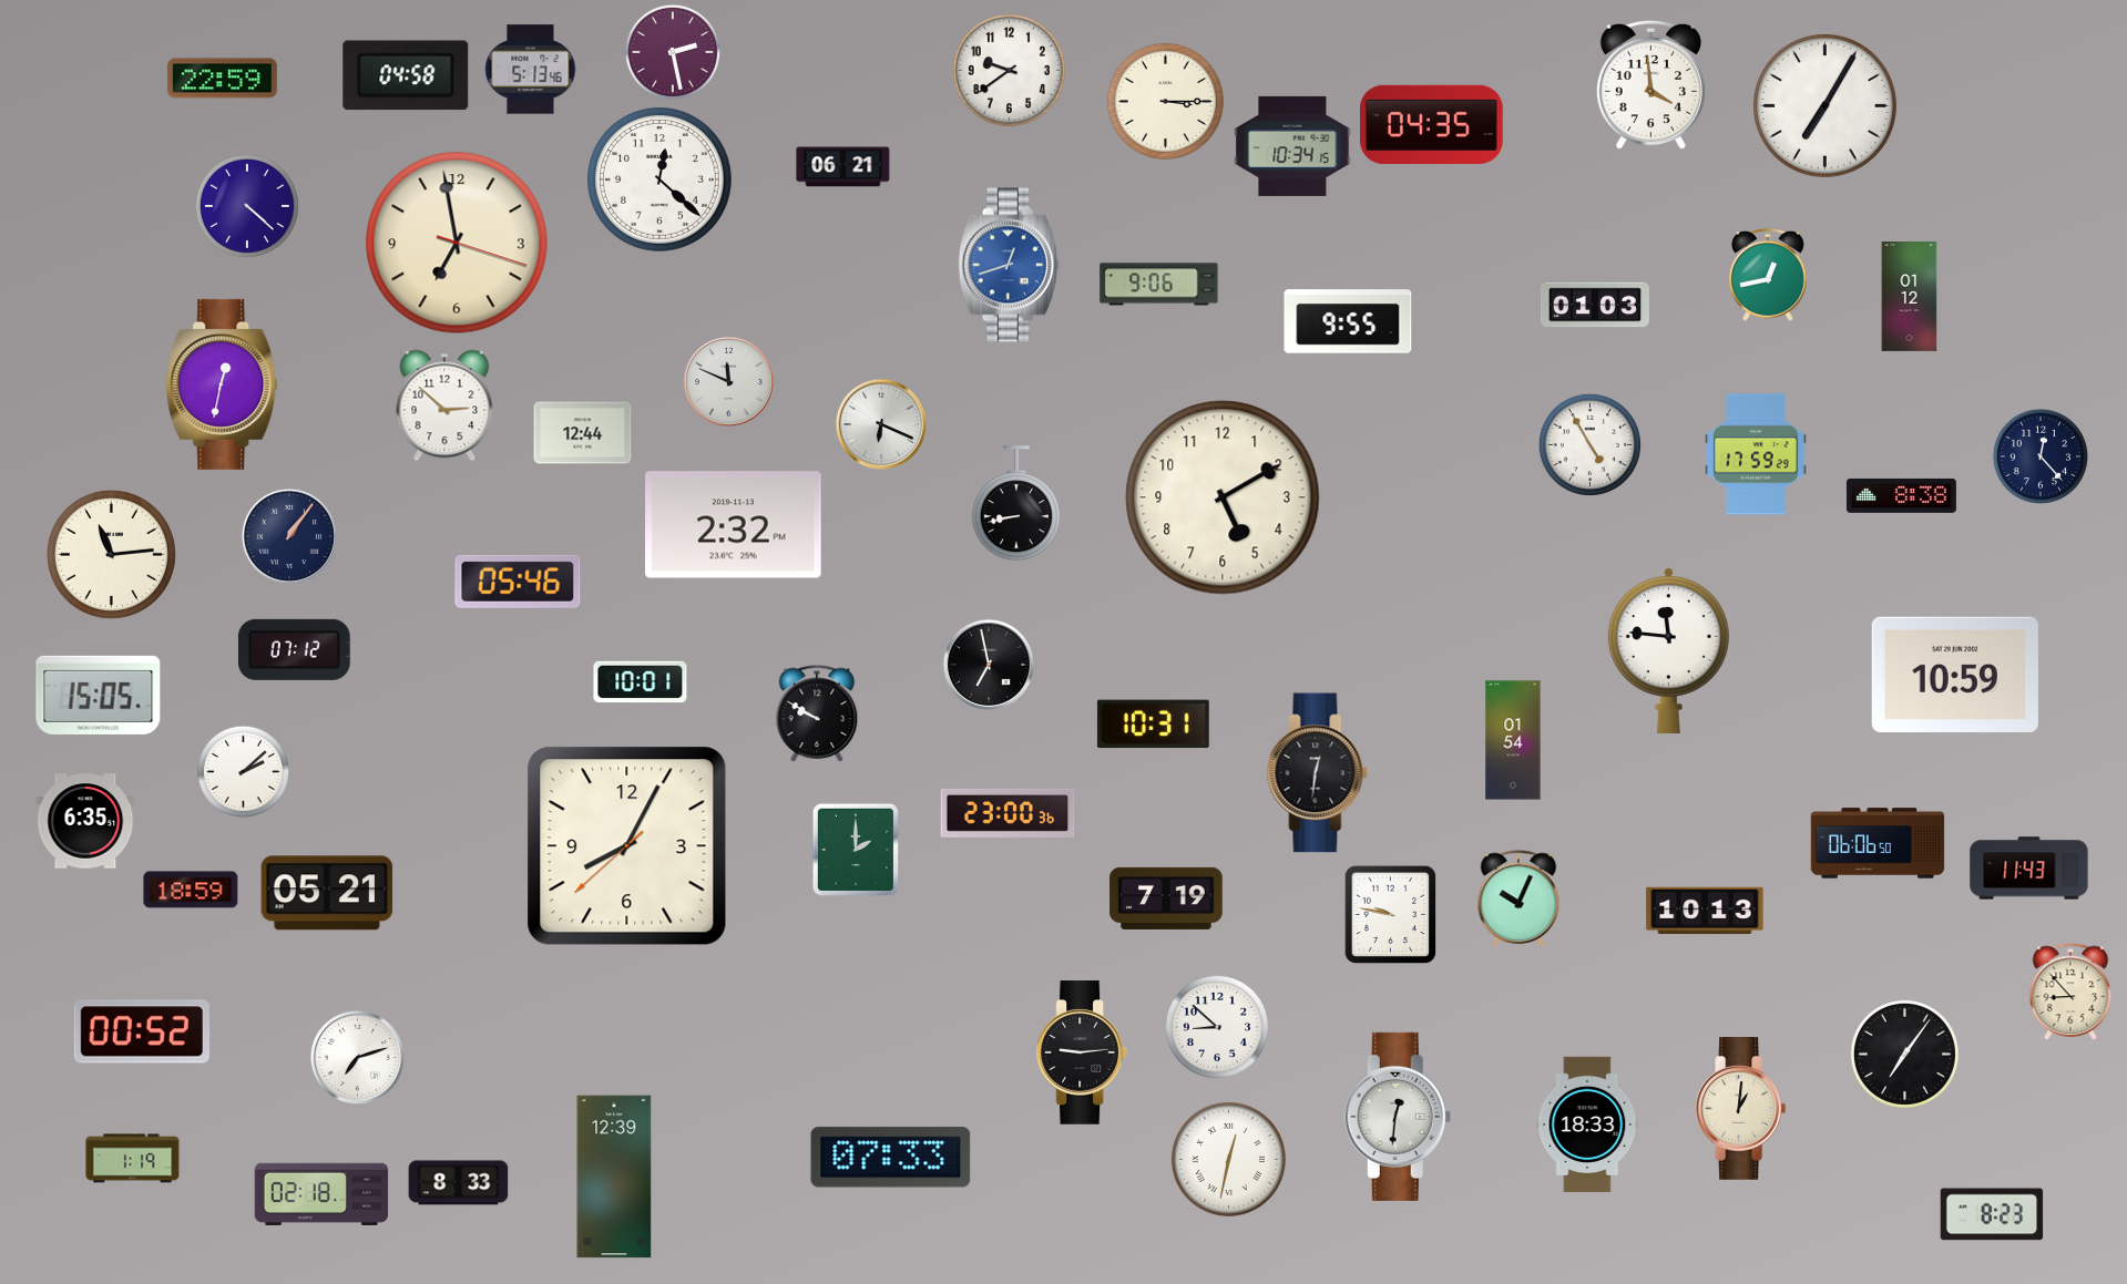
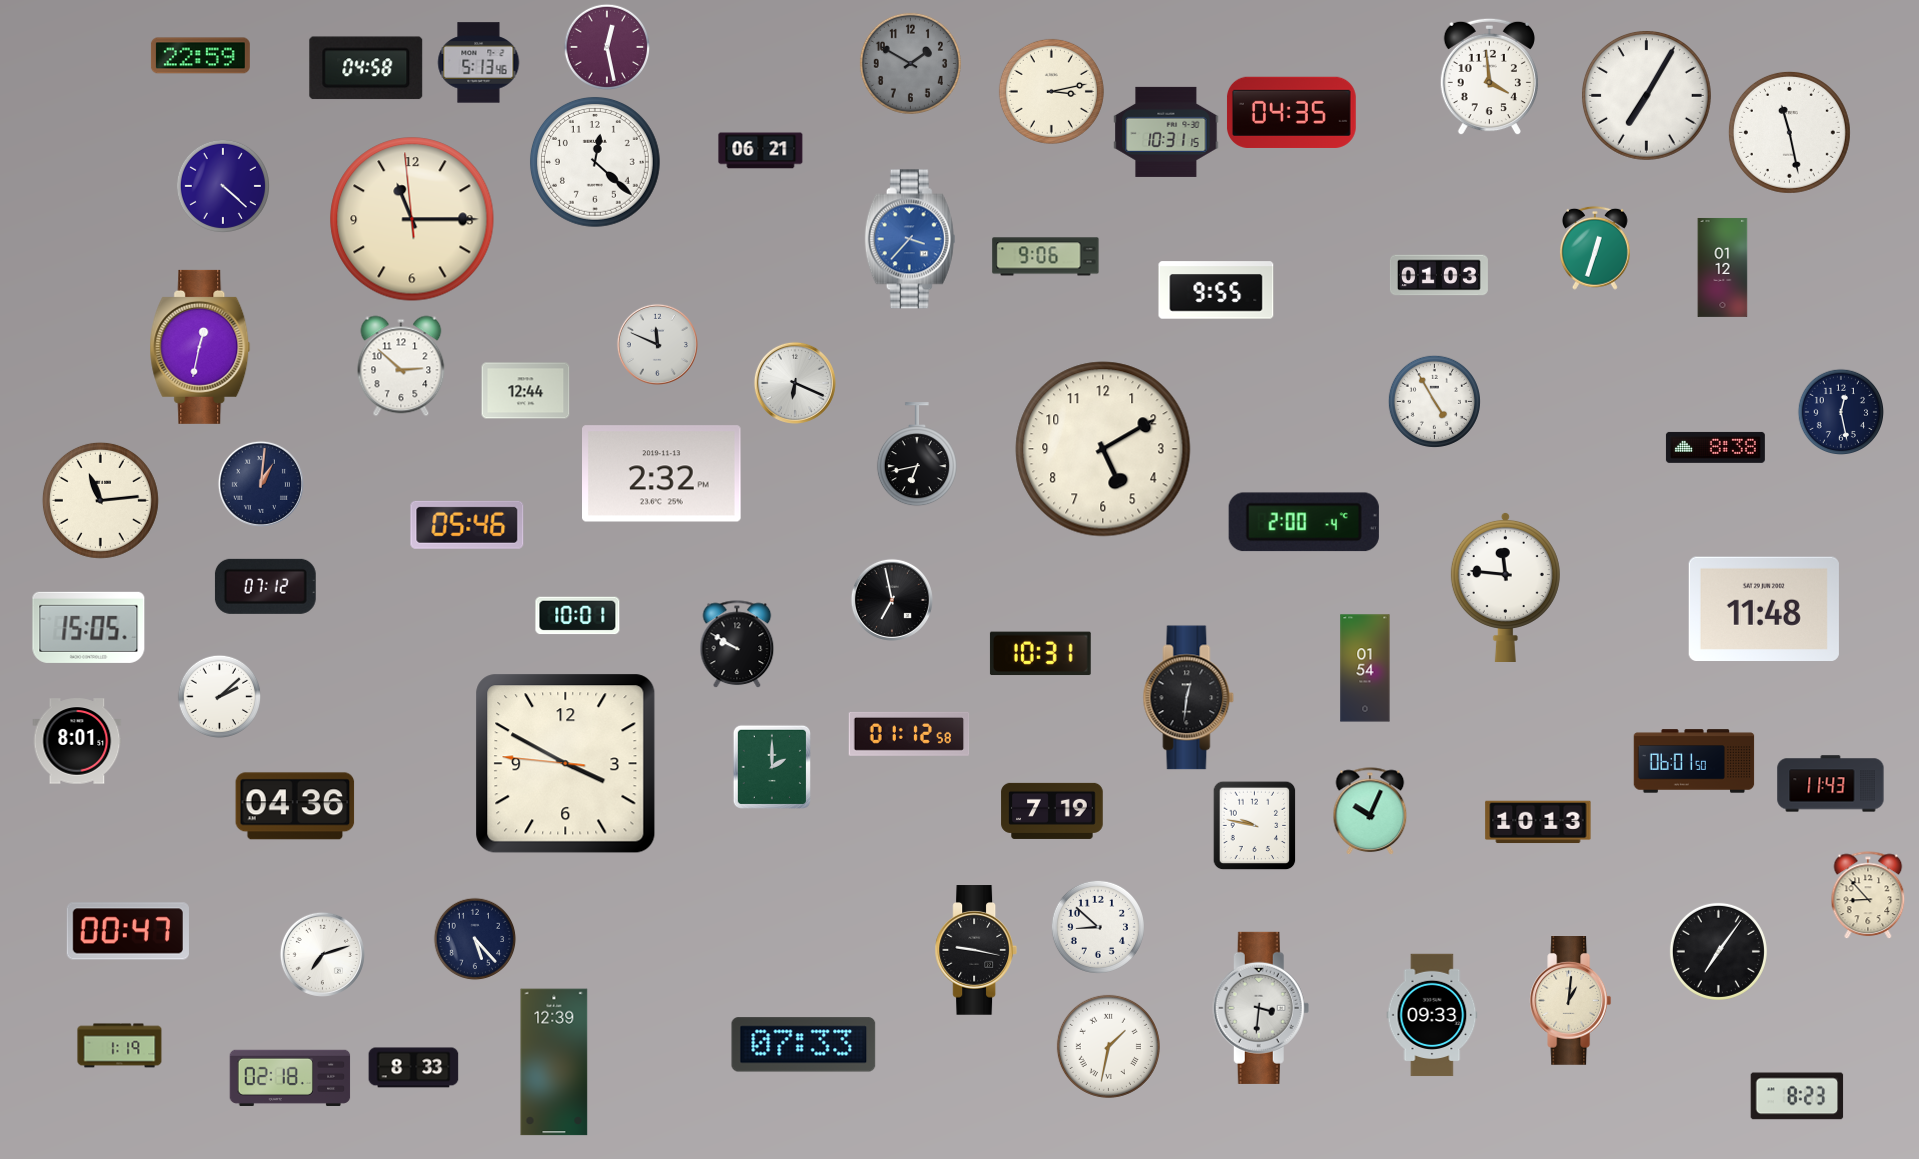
clock at (672, 51): 2:28 -> 12:28
clock at (1009, 70): 9:39 -> 1:50
clock at (1009, 70) dial: white -> grey
clock at (222, 79) position: (222, 79) -> (200, 56)
clock at (1165, 101): 3:15 -> 3:13
clock at (1292, 146): 10:34 -> 10:31
clock at (1789, 132): none -> 11:28
clock at (457, 243): 6:58 -> 11:14
clock at (1009, 265): 12:42 -> 3:37
clock at (1768, 275): 12:43 -> 12:33
clock at (1756, 454): 17:59 -> none
clock at (2039, 455): 12:23 -> 12:28
clock at (1016, 504): 8:43 -> 6:43
clock at (289, 536): 1:06 -> 1:01
clock at (1304, 522): none -> 2:00
clock at (1955, 674): 10:59 -> 11:48
clock at (1008, 813): 23:00 -> 01:12
clock at (85, 821): 6:35 -> 8:01
clock at (1878, 843): 06:06 -> 06:01
clock at (627, 846): 8:04 -> 3:49
clock at (191, 890): 18:59 -> none
clock at (327, 893): 05:21 -> 04:36
clock at (142, 1031): 00:52 -> 00:47
clock at (475, 939): none -> 5:23
clock at (1081, 1052): 9:14 -> 9:17
clock at (1398, 1117): 12:31 -> 3:31
clock at (1587, 1124): 18:33 -> 09:33
clock at (1228, 1159): 12:32 -> 1:32
